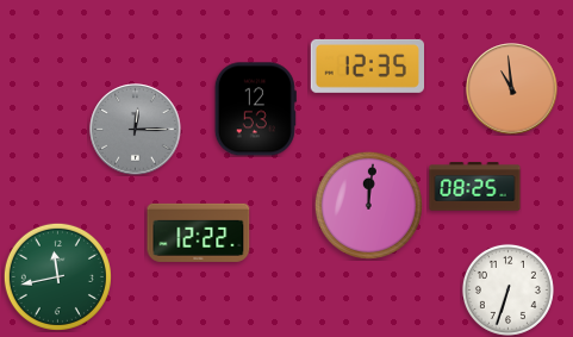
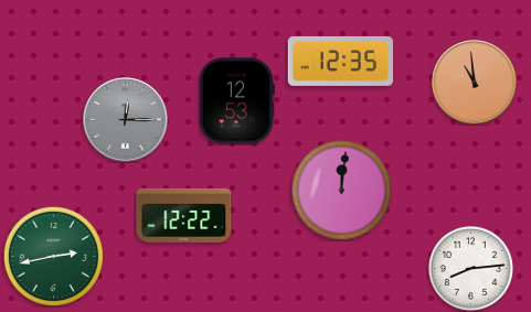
clock at (475, 187): 08:25 -> none
clock at (57, 276): 11:43 -> 2:43
clock at (507, 289): 6:33 -> 8:14
